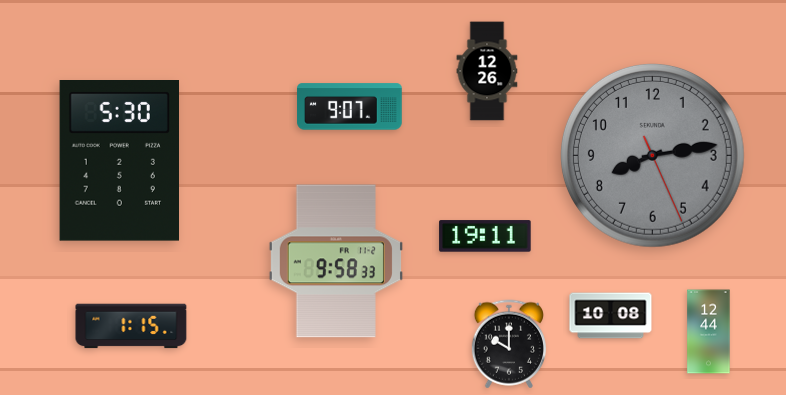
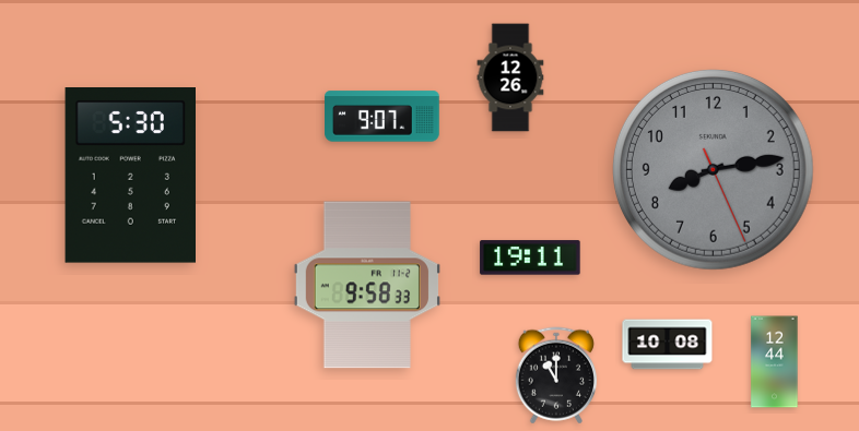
clock at (487, 71) position: (487, 71) -> (510, 77)
clock at (131, 326): 1:15 -> none
clock at (509, 344): 10:00 -> 11:00
